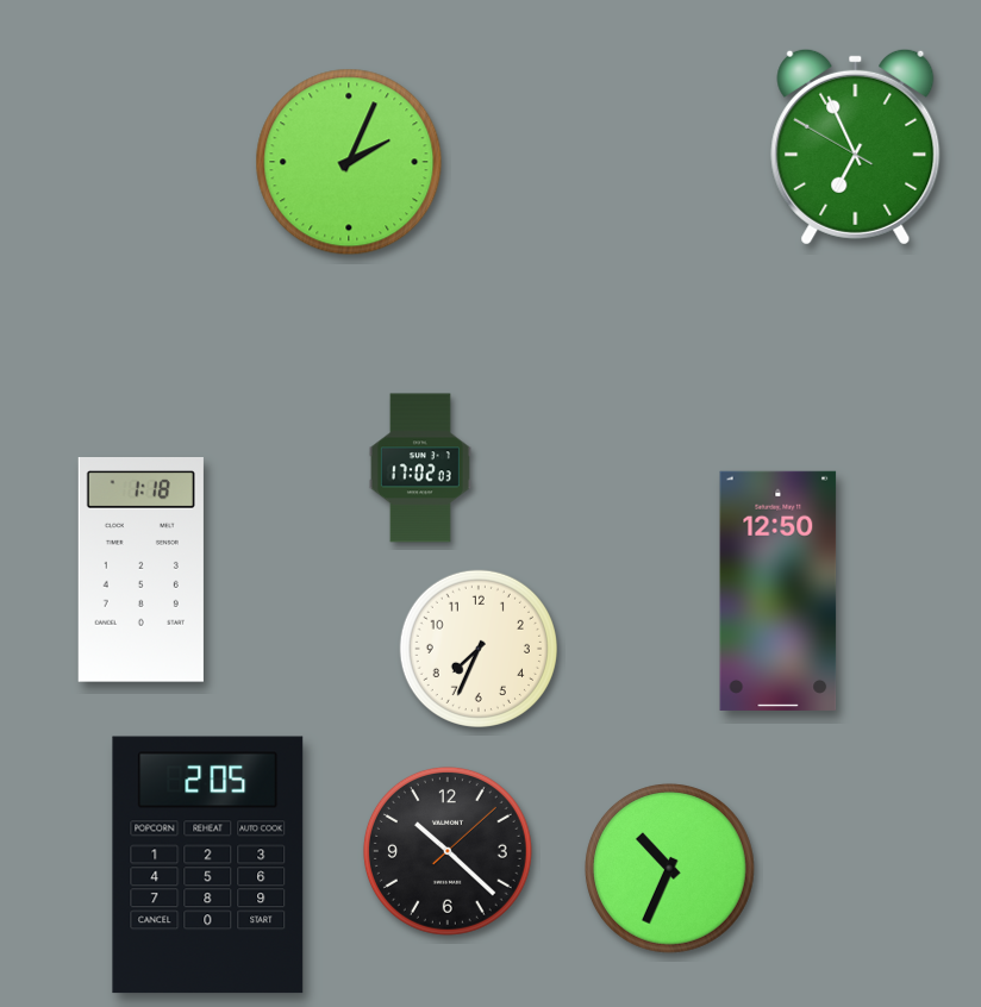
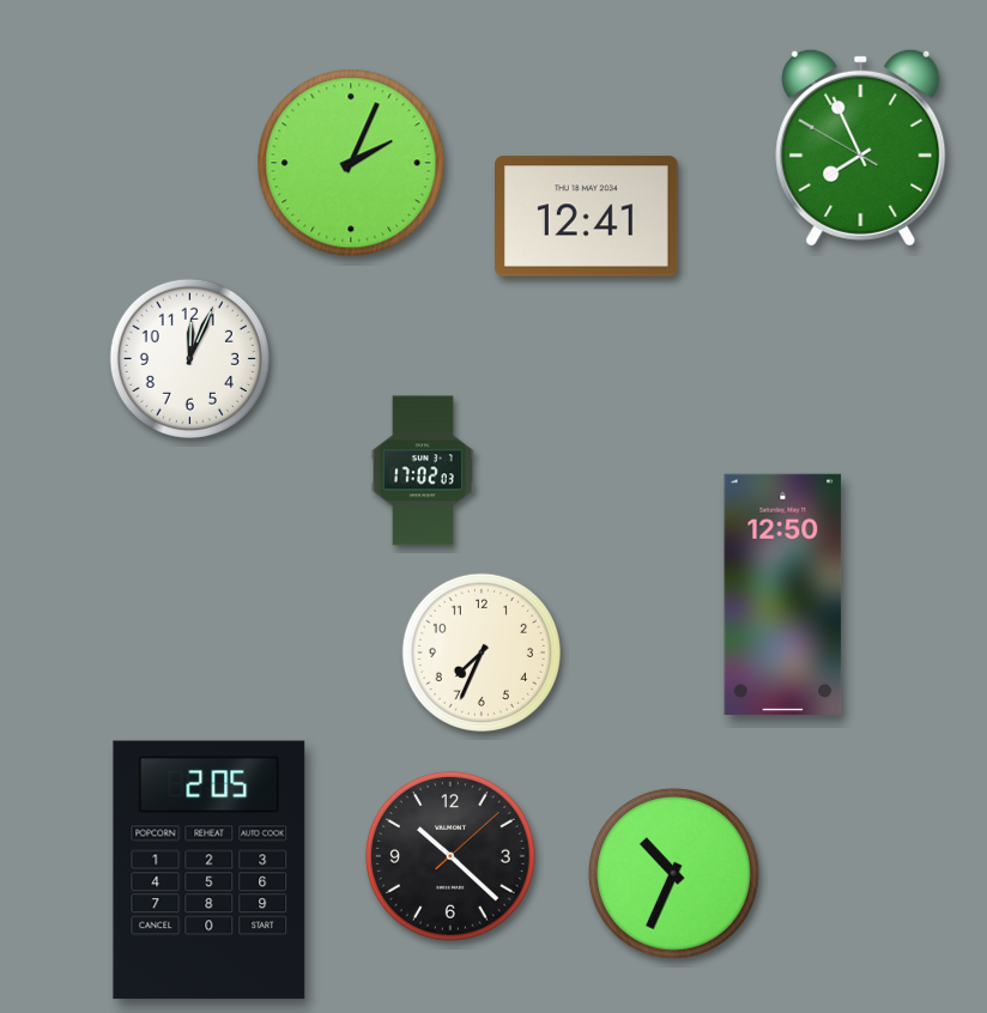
clock at (856, 146): 6:55 -> 7:55
clock at (587, 217): none -> 12:41
clock at (189, 358): none -> 12:04
clock at (140, 570): 1:18 -> none
